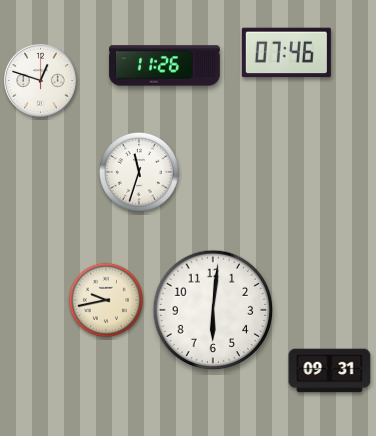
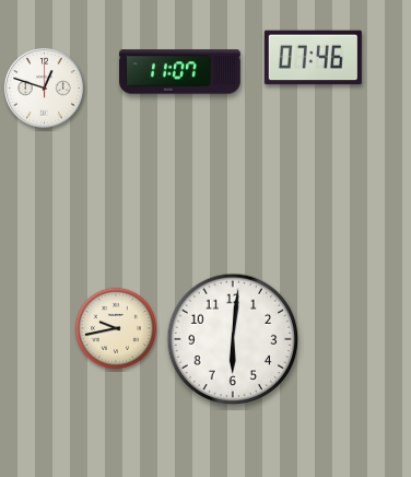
clock at (165, 66): 11:26 -> 11:07
clock at (139, 172): 11:33 -> none
clock at (330, 371): 09:31 -> none
